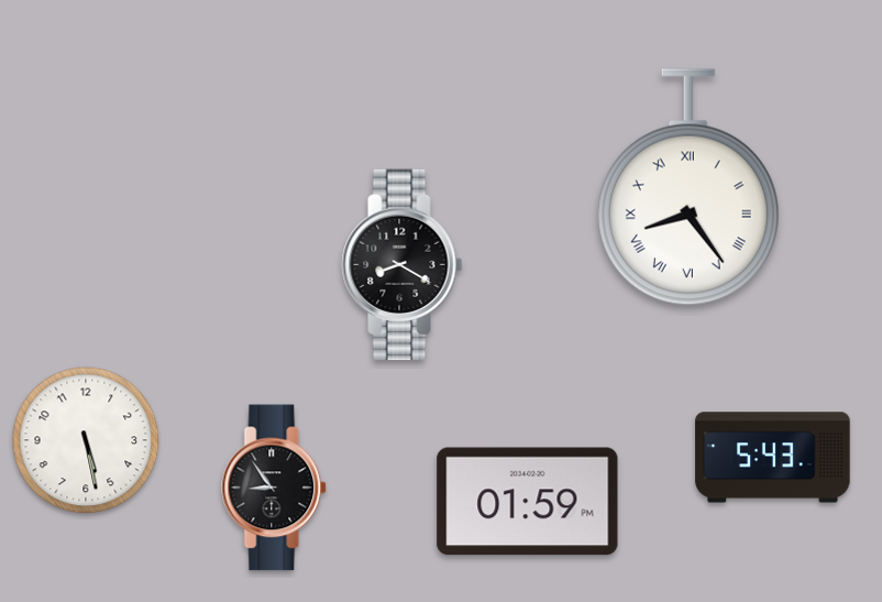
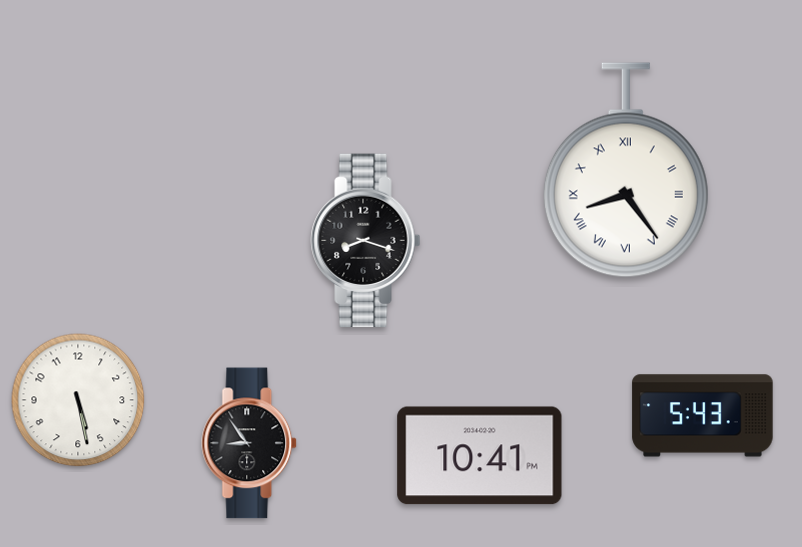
clock at (403, 265): 8:20 -> 8:18
clock at (528, 502): 01:59 -> 10:41
